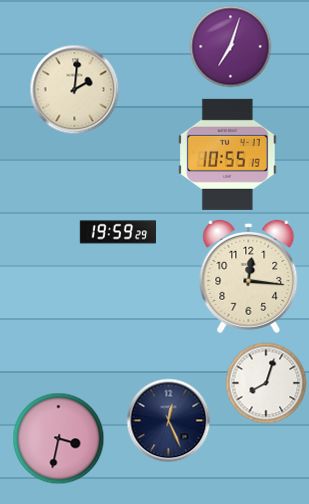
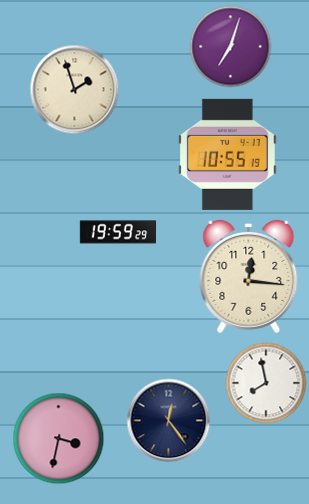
clock at (75, 90): 2:01 -> 1:57
clock at (266, 383): 8:03 -> 7:58
clock at (169, 421): 12:26 -> 12:24
